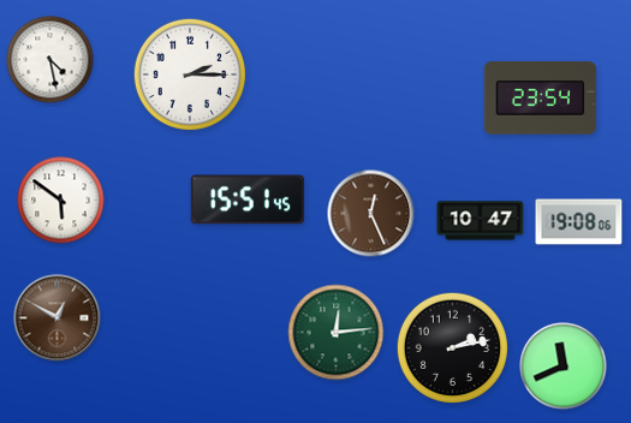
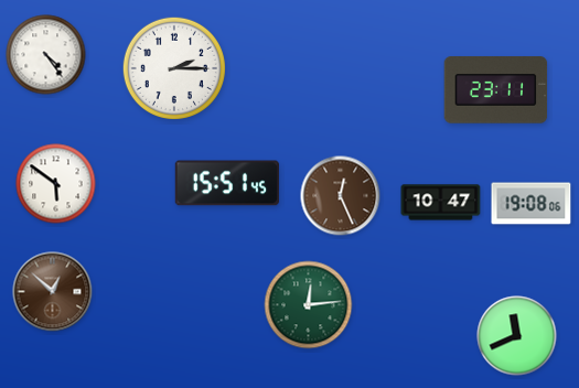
clock at (50, 60): 4:28 -> 4:24
clock at (541, 99): 23:54 -> 23:11
clock at (58, 318): 12:50 -> 12:52
clock at (452, 347): 2:13 -> none
